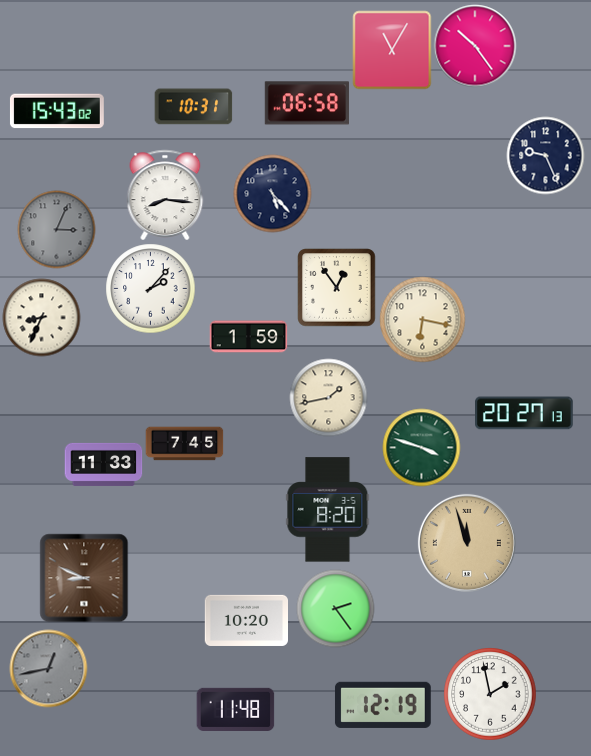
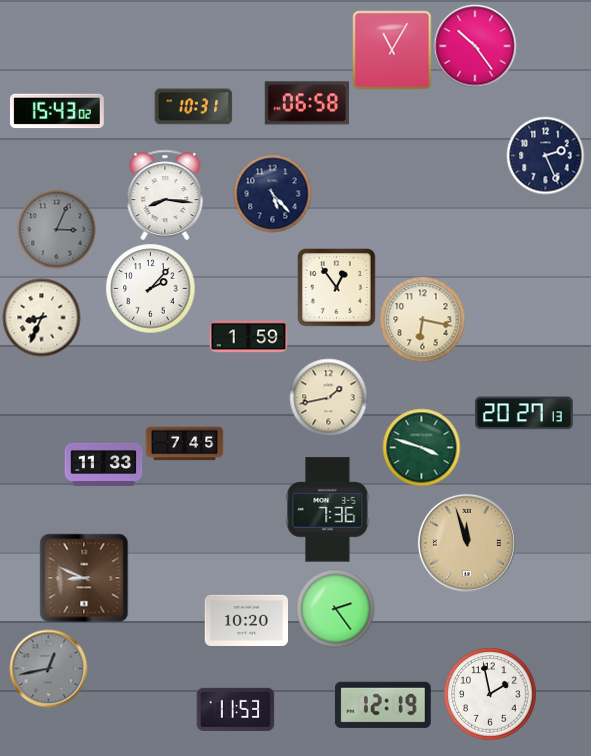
clock at (545, 155): 9:26 -> 2:26
clock at (328, 510): 8:20 -> 7:36
clock at (235, 709): 11:48 -> 11:53
